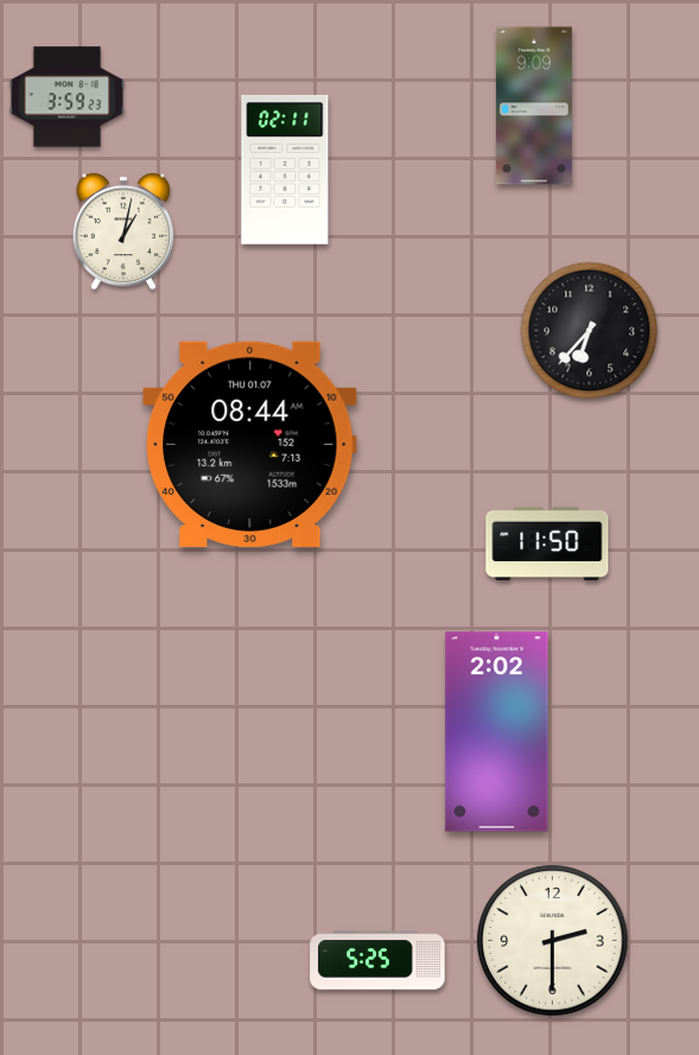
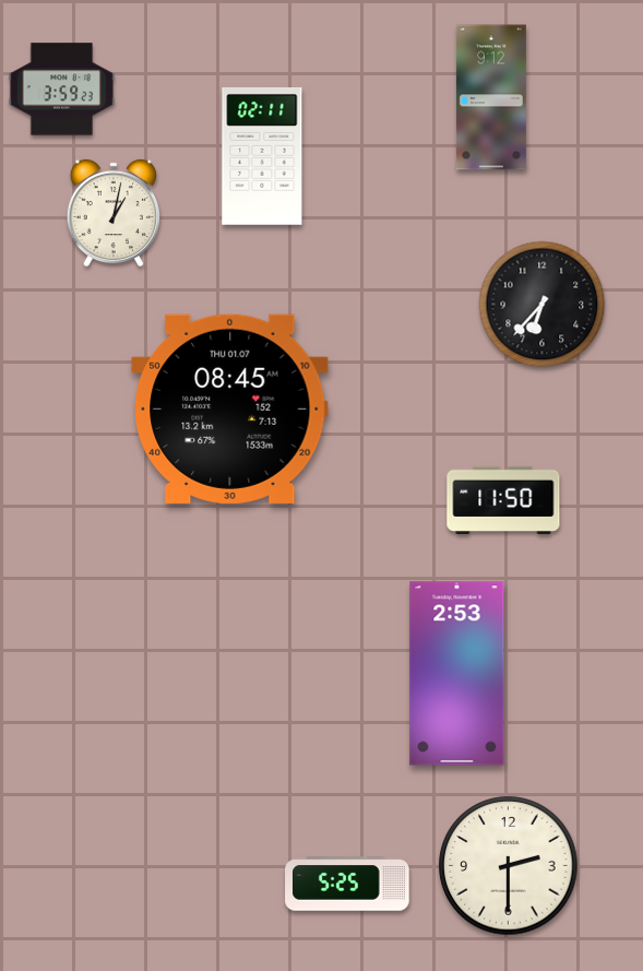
clock at (534, 106): 9:09 -> 9:12
clock at (250, 444): 08:44 -> 08:45
clock at (497, 732): 2:02 -> 2:53
